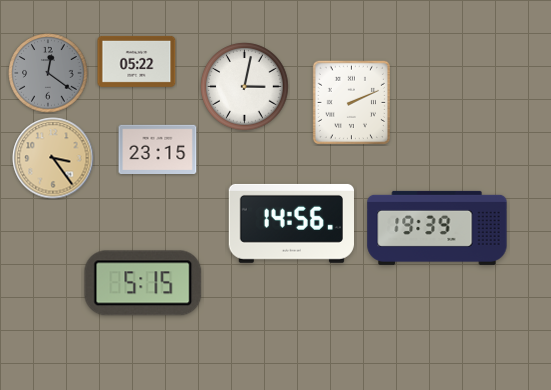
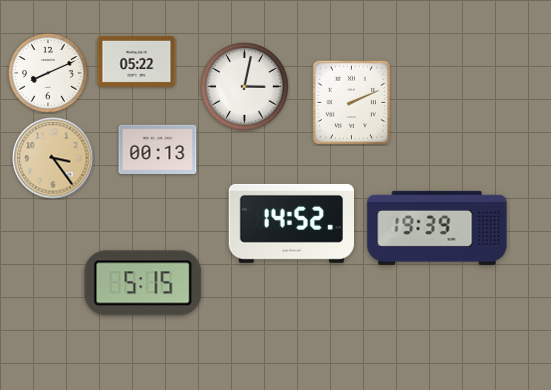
clock at (48, 73): 12:21 -> 8:11
clock at (48, 73) dial: grey -> white
clock at (158, 150): 23:15 -> 00:13
clock at (291, 223): 14:56 -> 14:52
